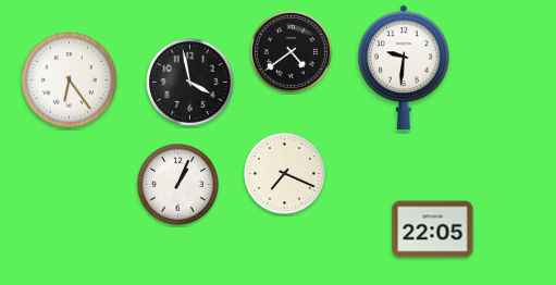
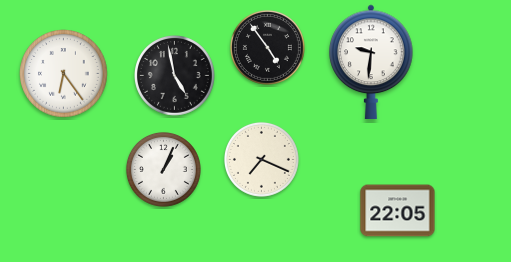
clock at (291, 51): 4:39 -> 4:54
clock at (190, 83): 3:58 -> 4:58
